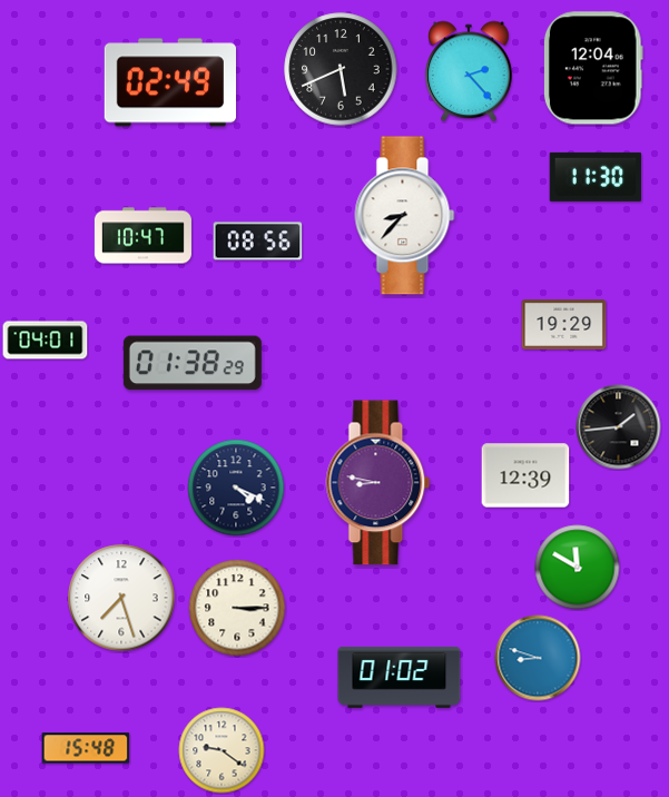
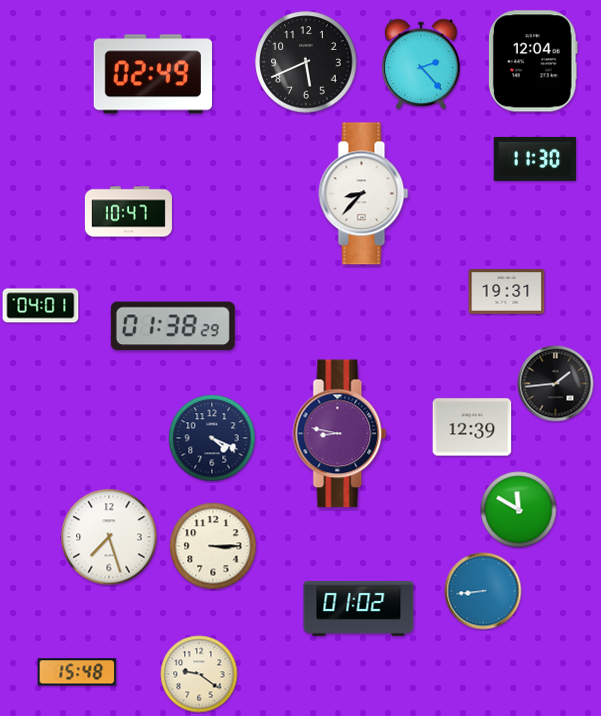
clock at (258, 242): 08:56 -> none
clock at (564, 325): 19:29 -> 19:31
clock at (538, 658): 8:48 -> 8:44
